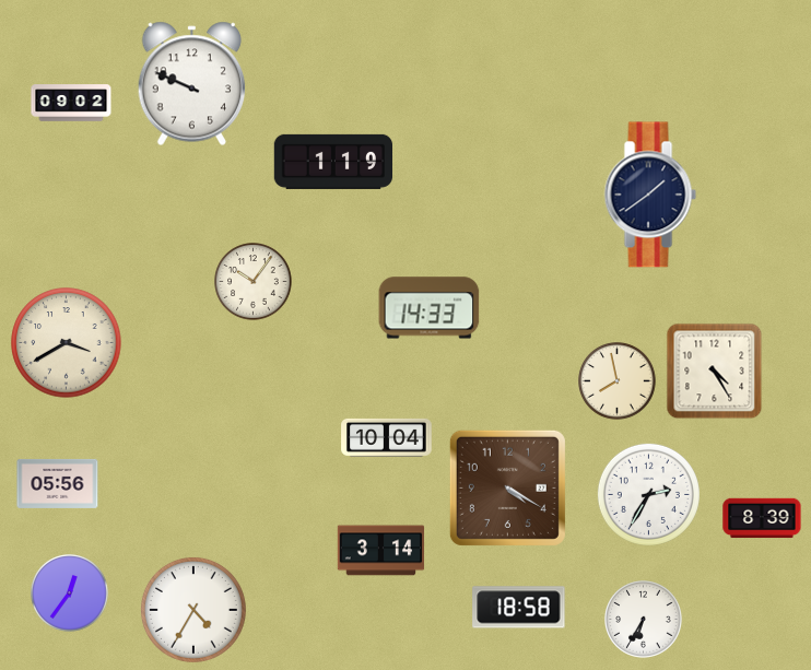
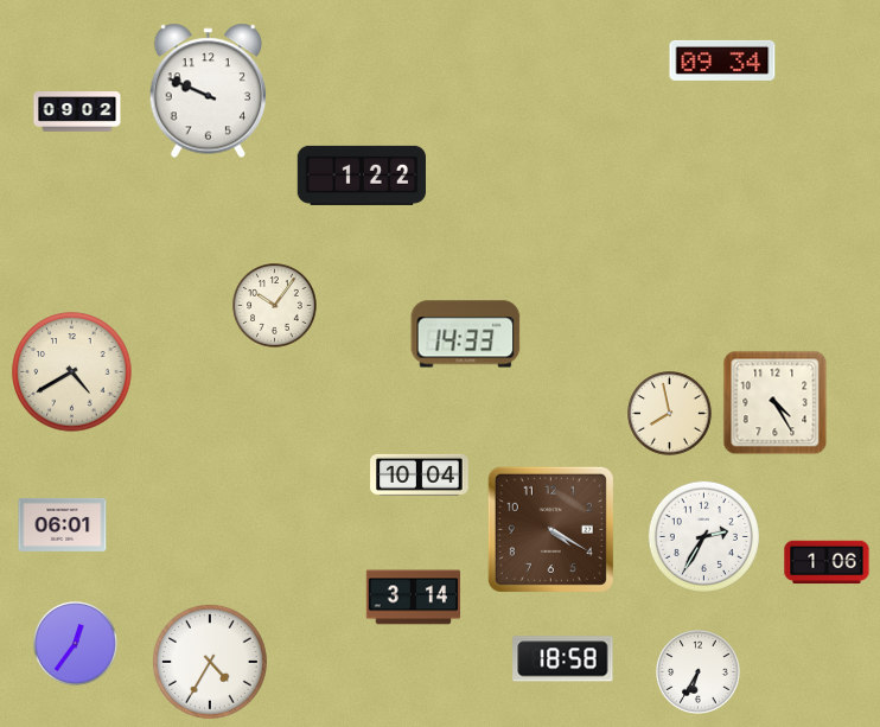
clock at (722, 60): none -> 09:34
clock at (332, 162): 1:19 -> 1:22
clock at (650, 195): 1:39 -> none
clock at (67, 343): 3:40 -> 4:40
clock at (58, 483): 05:56 -> 06:01
clock at (762, 518): 8:39 -> 1:06
